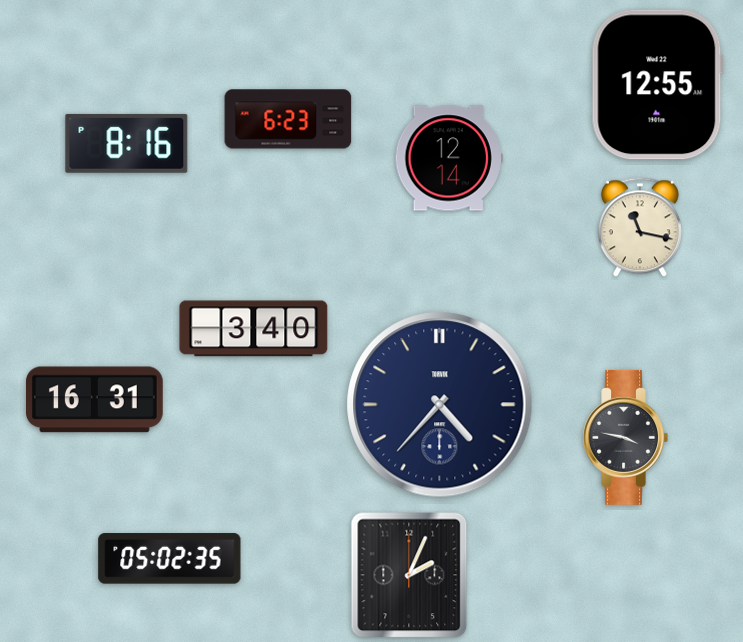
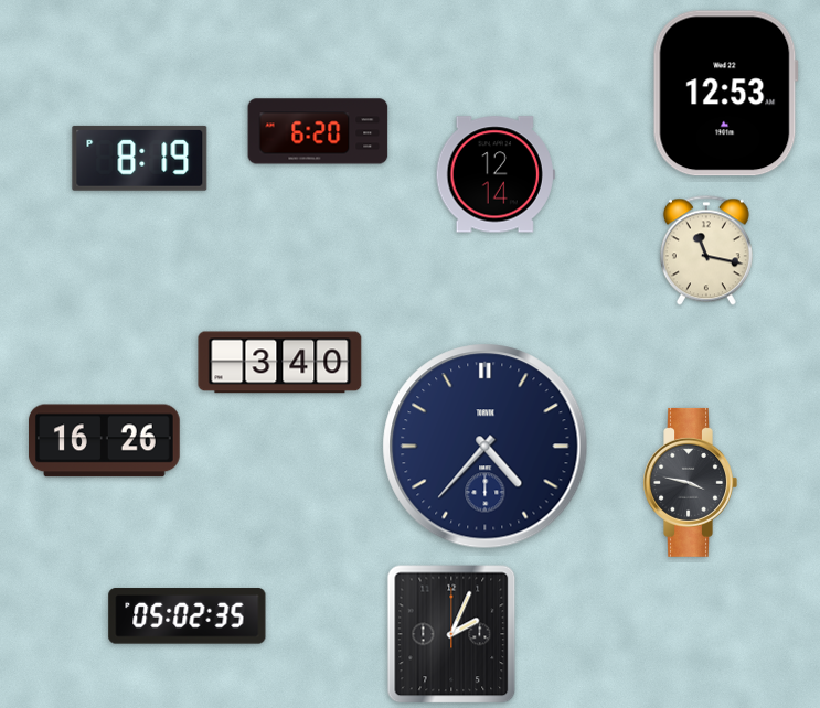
clock at (657, 85): 12:55 -> 12:53
clock at (288, 119): 6:23 -> 6:20
clock at (127, 143): 8:16 -> 8:19
clock at (95, 400): 16:31 -> 16:26
